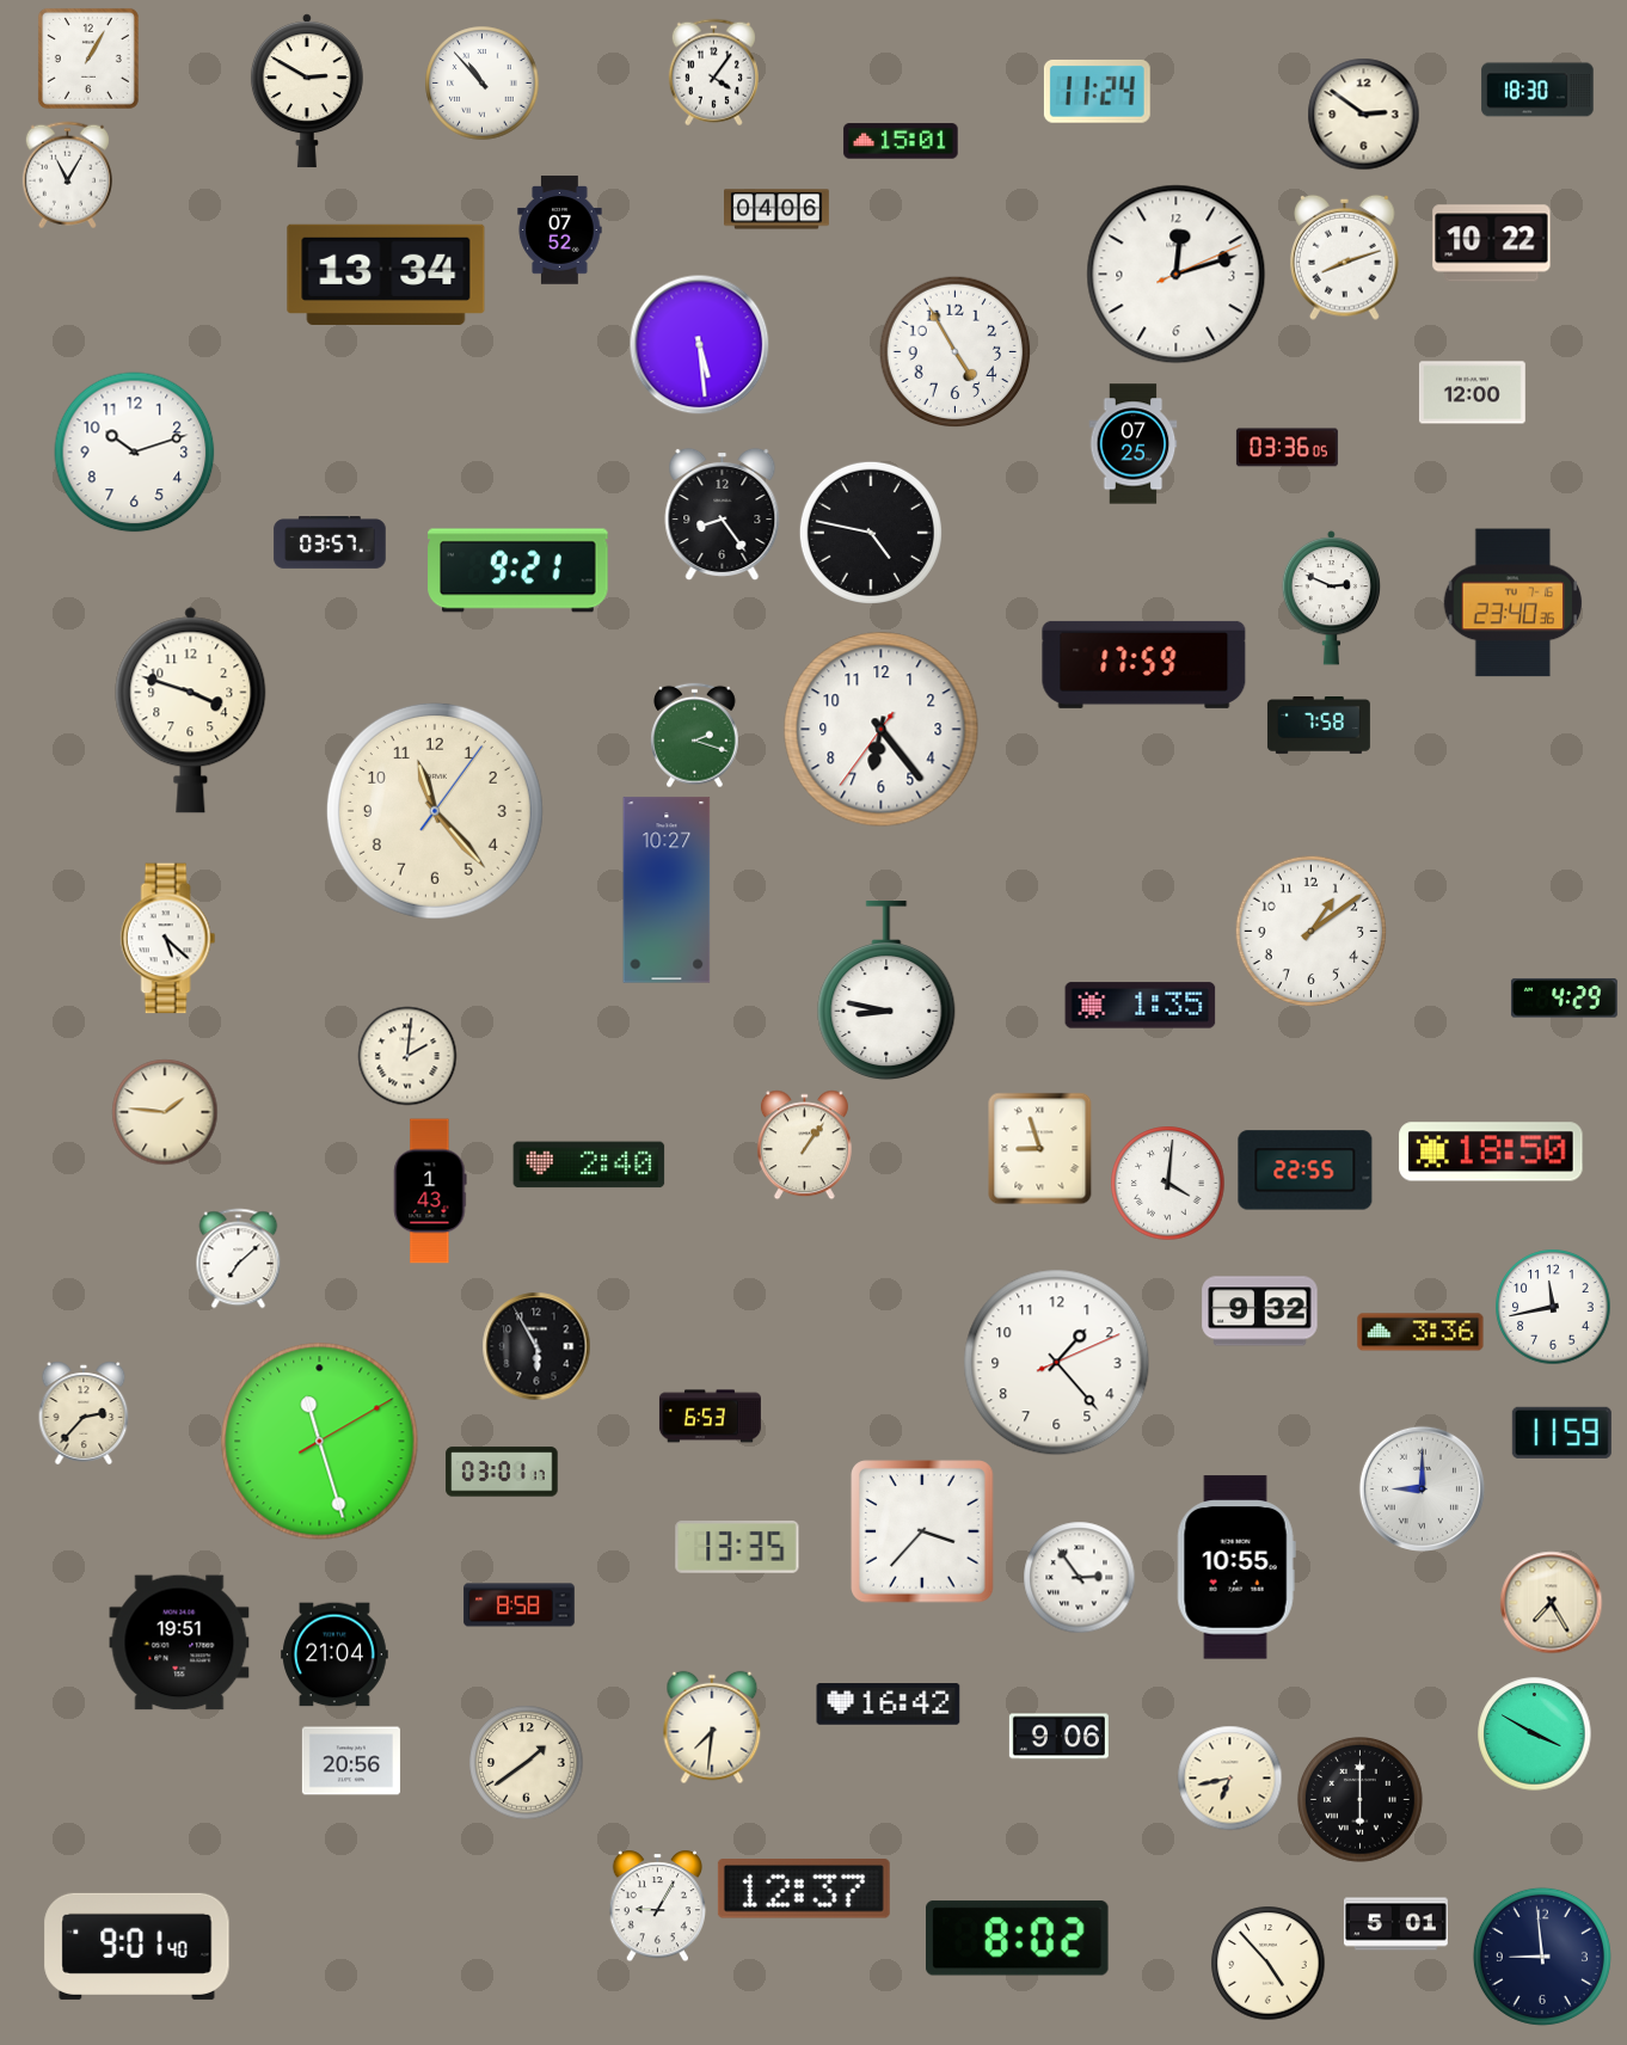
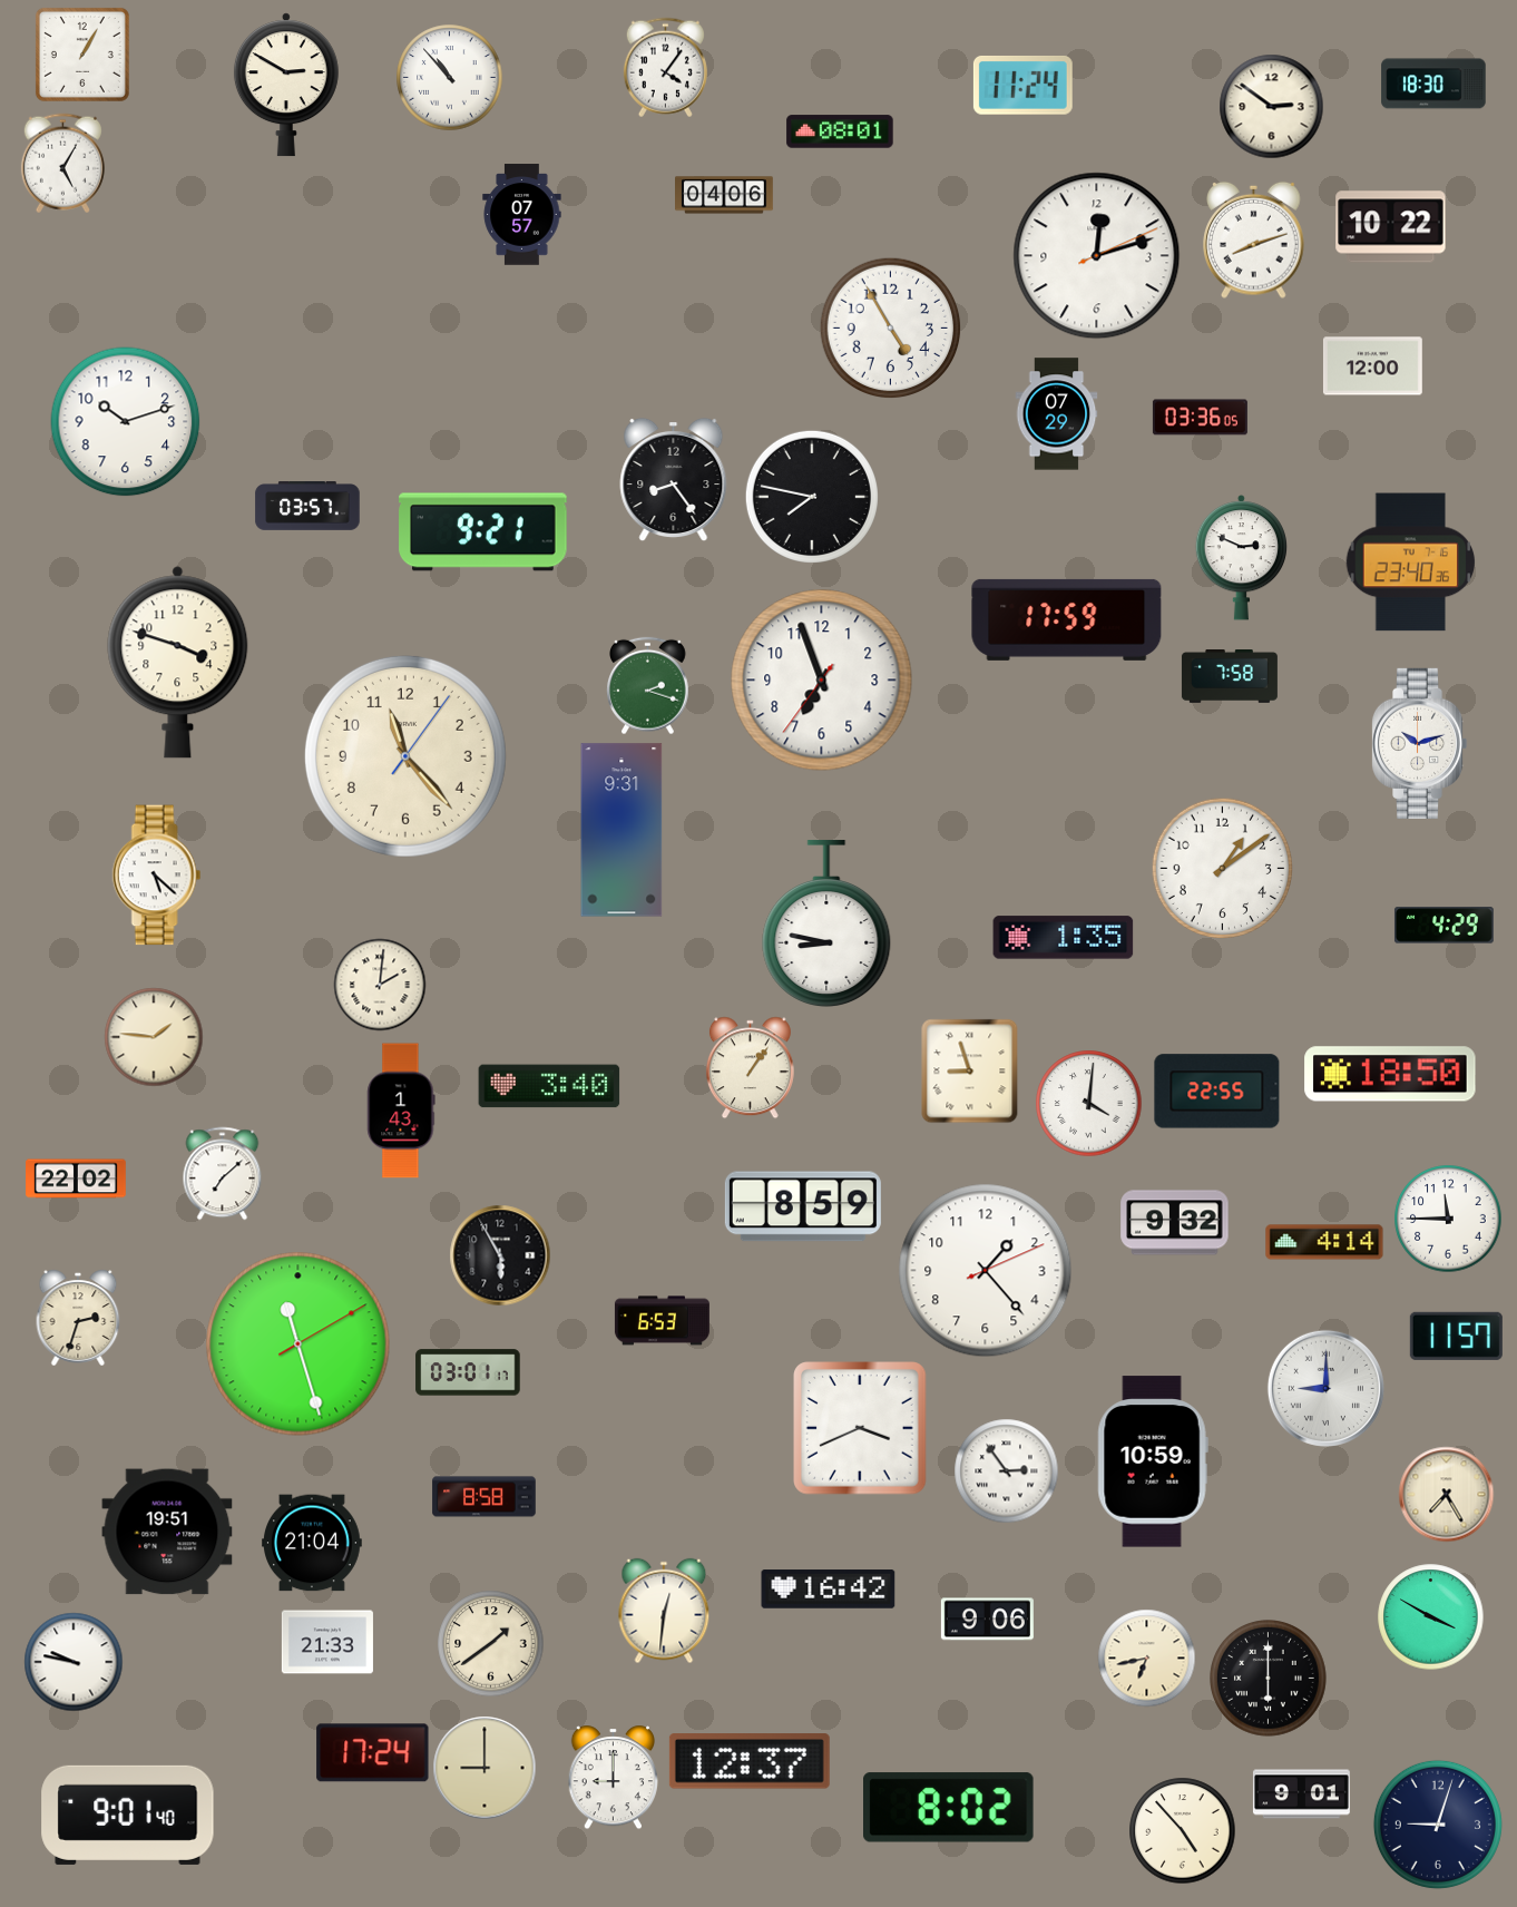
clock at (901, 141): 15:01 -> 08:01
clock at (67, 174): 11:05 -> 5:05
clock at (560, 231): 07:52 -> 07:57
clock at (386, 275): 13:34 -> none
clock at (699, 344): 5:29 -> none
clock at (1134, 444): 07:25 -> 07:29
clock at (871, 533): 4:47 -> 7:47
clock at (882, 730): 6:23 -> 6:56
clock at (1419, 743): none -> 10:12
clock at (667, 890): 10:27 -> 9:31
clock at (1564, 999) position: (1564, 999) -> (1443, 926)
clock at (589, 1165): 2:40 -> 3:40
clock at (76, 1179): none -> 22:02
clock at (803, 1206): none -> 8:59
clock at (1553, 1307): 11:43 -> 11:45
clock at (1420, 1332): 3:36 -> 4:14
clock at (84, 1413): 2:37 -> 2:33
clock at (1561, 1432): 11:59 -> 11:57
clock at (922, 1531): 3:37 -> 3:41
clock at (737, 1548): 13:35 -> none
clock at (1236, 1567): 10:55 -> 10:59
clock at (712, 1727): 7:31 -> 12:31
clock at (351, 1761): 20:56 -> 21:33
clock at (74, 1662): none -> 9:47
clock at (373, 1753): none -> 17:24
clock at (485, 1768): none -> 9:00
clock at (657, 1905): 9:05 -> 9:00
clock at (1395, 1924): 5:01 -> 9:01
clock at (1542, 1957): 8:59 -> 9:03
